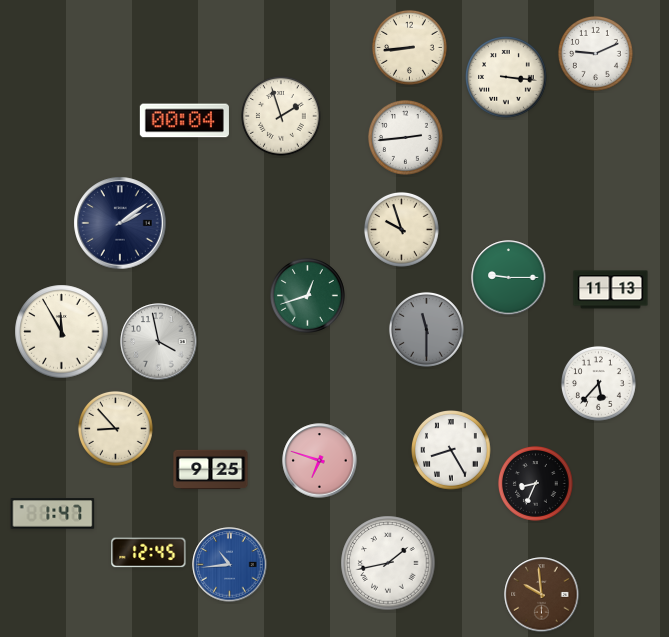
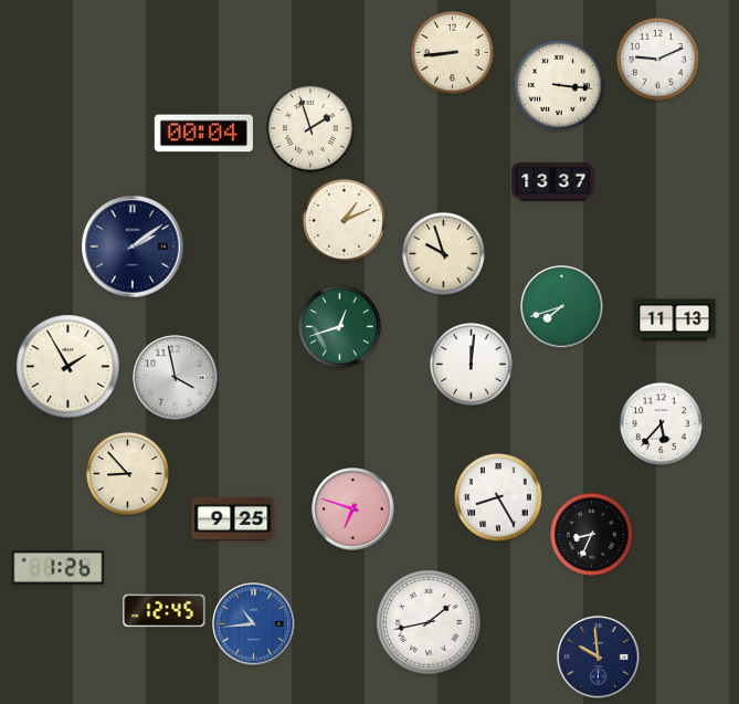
clock at (406, 138): 2:44 -> none
clock at (553, 181): none -> 13:37
clock at (345, 221): none -> 1:11
clock at (509, 278): 9:15 -> 7:42
clock at (427, 330): 11:30 -> 12:01
clock at (427, 330) dial: grey -> white
clock at (62, 332): 11:55 -> 1:55
clock at (53, 514): 1:47 -> 1:26
clock at (542, 595) dial: brown -> navy
